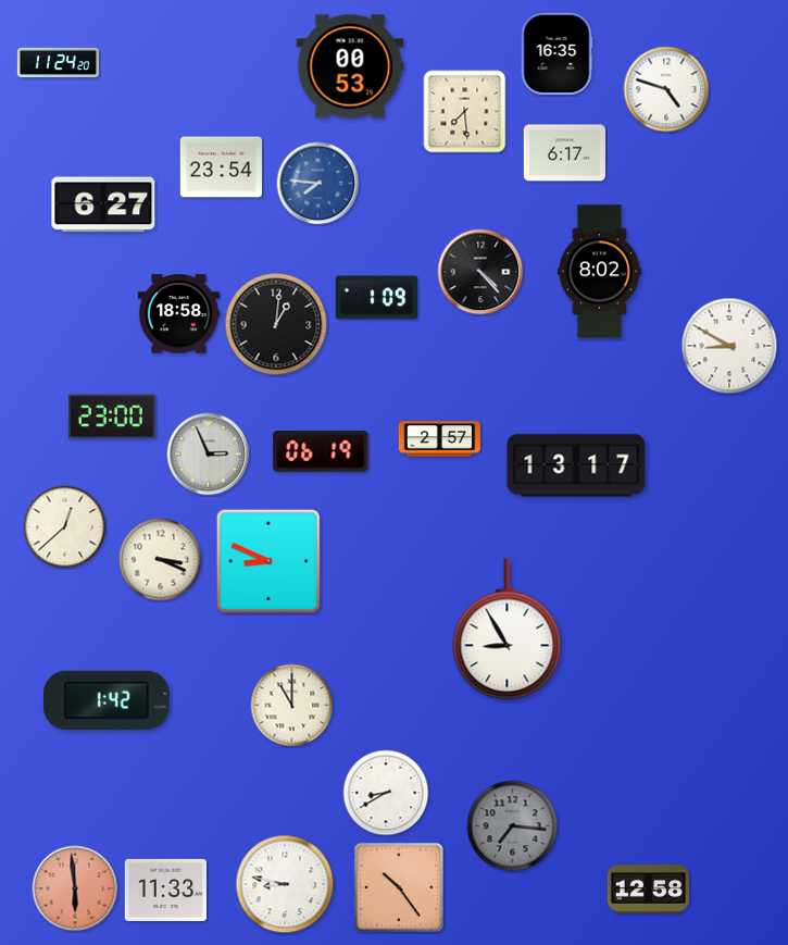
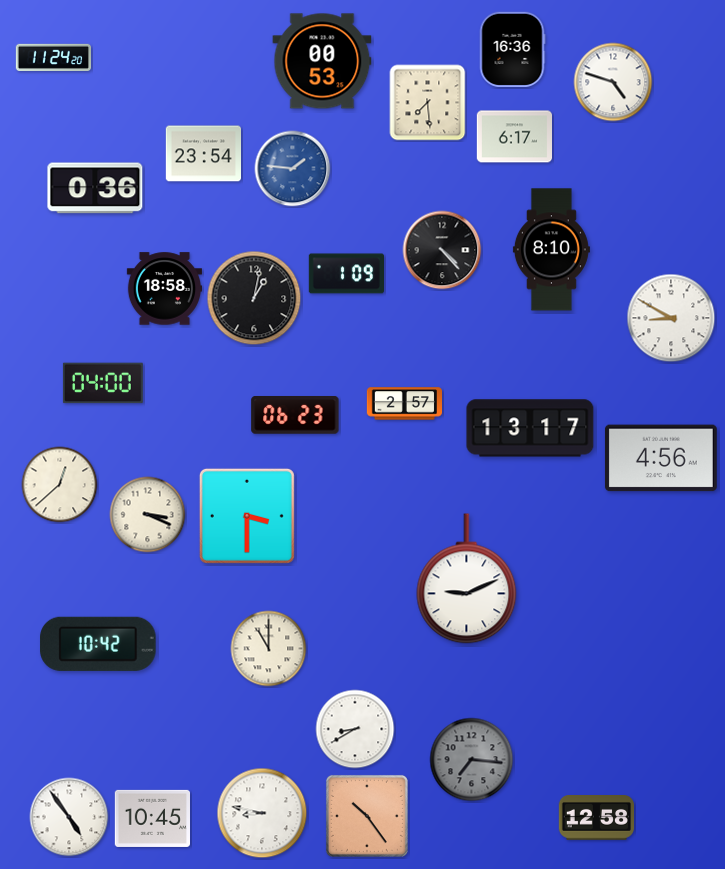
clock at (556, 53): 16:35 -> 16:36
clock at (564, 153) position: (564, 153) -> (514, 137)
clock at (318, 184): 7:46 -> 1:46
clock at (103, 204): 6:27 -> 0:36
clock at (599, 272): 8:02 -> 8:10
clock at (276, 324): 1:01 -> 1:02
clock at (112, 416): 23:00 -> 04:00
clock at (321, 452): 06:19 -> 06:23
clock at (209, 455): 2:56 -> none
clock at (661, 458): none -> 4:56
clock at (268, 561): 8:49 -> 3:30
clock at (508, 630): 8:55 -> 9:11
clock at (107, 700): 1:42 -> 10:42
clock at (75, 888): 5:59 -> 4:54
clock at (75, 888) dial: salmon -> white
clock at (165, 890): 11:33 -> 10:45
